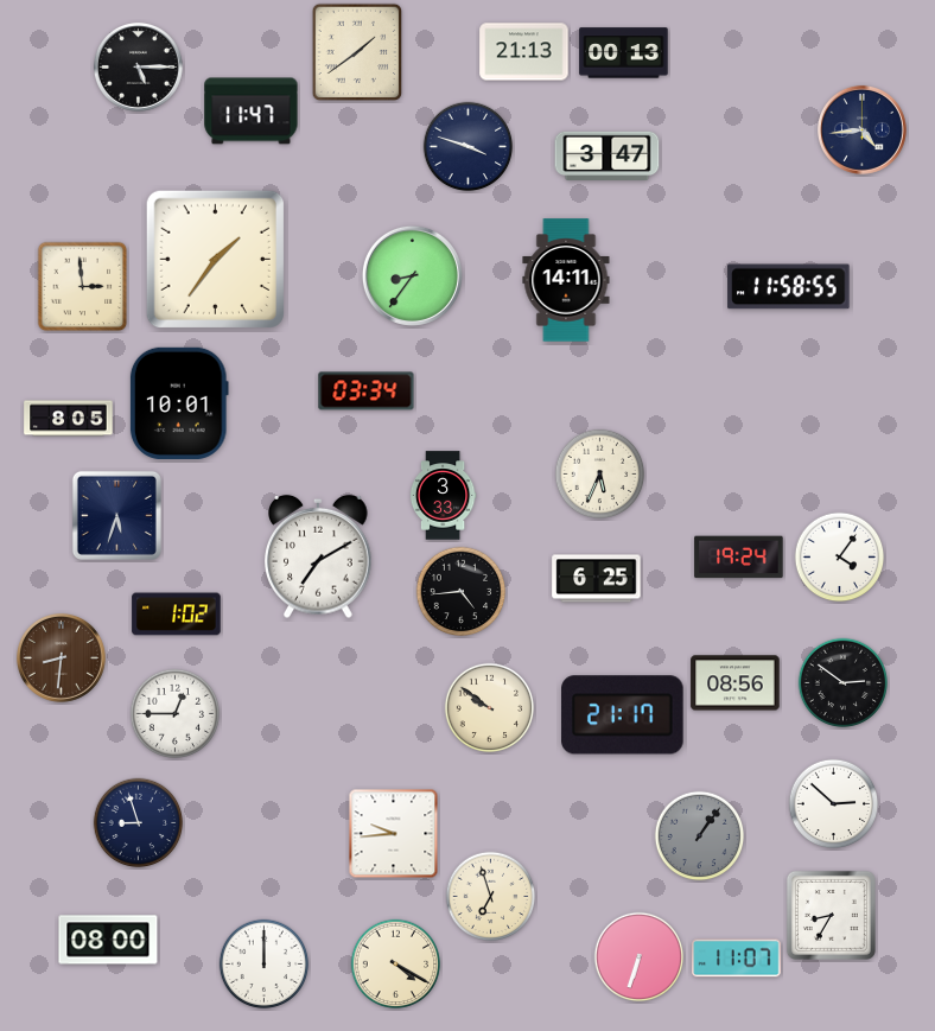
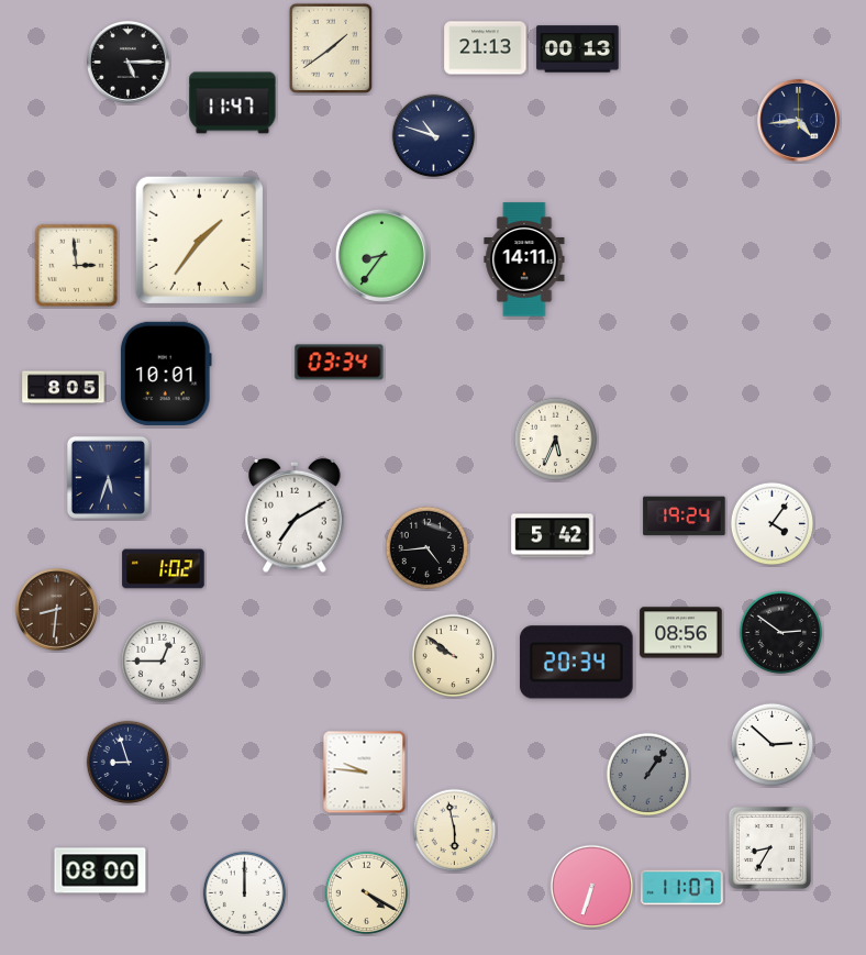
clock at (469, 147): 3:48 -> 10:48
clock at (608, 155): 3:47 -> none
clock at (789, 287): 11:58 -> none
clock at (443, 496): 3:33 -> none
clock at (840, 558) position: (840, 558) -> (773, 524)
clock at (597, 579): 6:25 -> 5:42
clock at (623, 715): 21:17 -> 20:34
clock at (394, 834): 9:44 -> 9:46
clock at (491, 897): 6:57 -> 5:58
